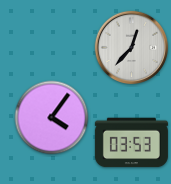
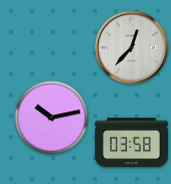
clock at (52, 118): 4:06 -> 10:13
clock at (131, 143): 03:53 -> 03:58
